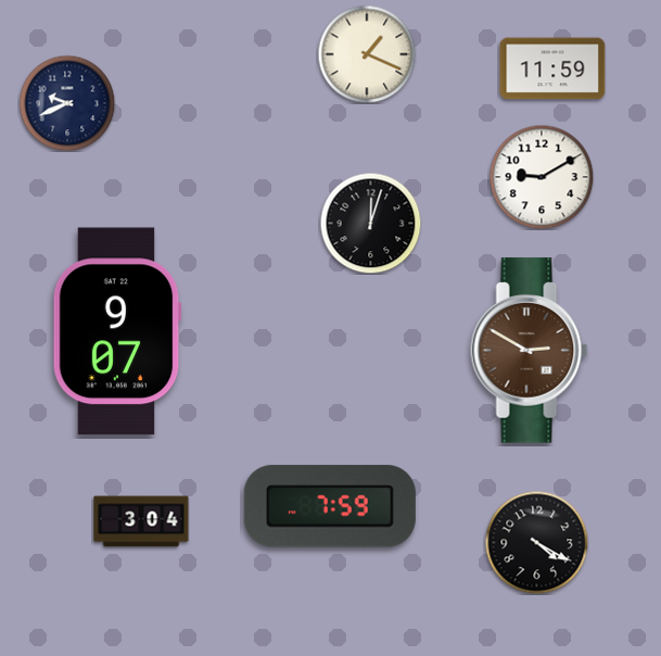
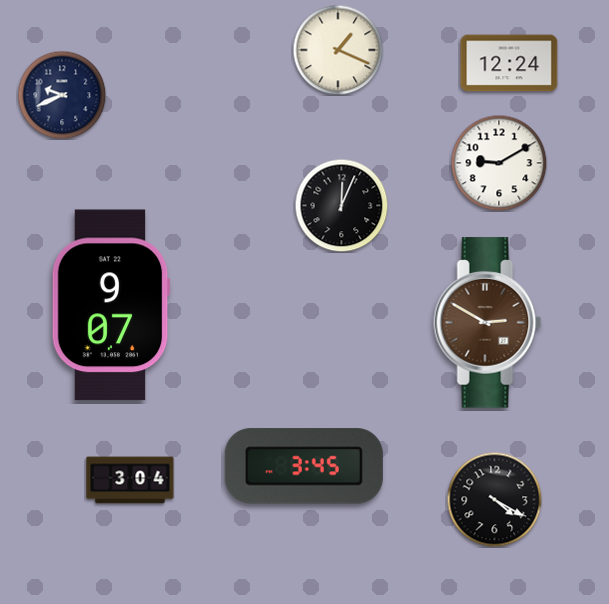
clock at (552, 68): 11:59 -> 12:24
clock at (370, 223): 12:03 -> 12:04
clock at (117, 331) position: (117, 331) -> (111, 305)
clock at (330, 506): 7:59 -> 3:45
